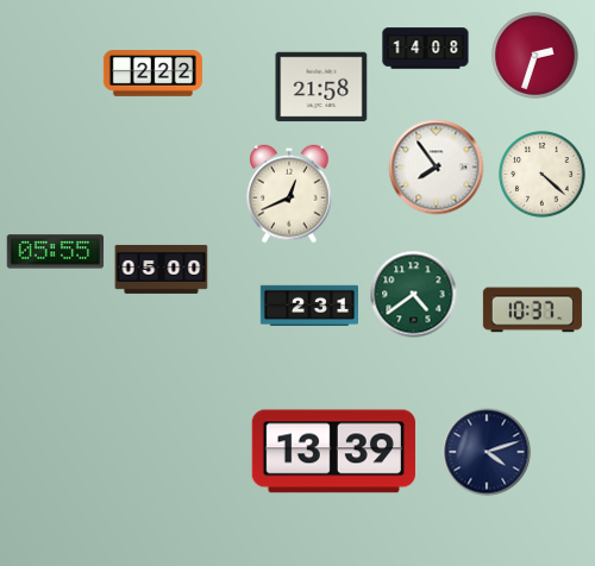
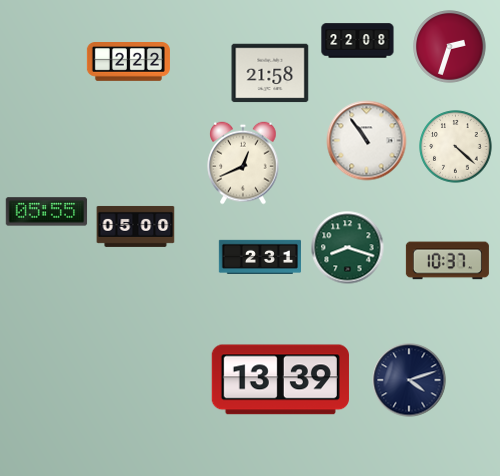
clock at (426, 49): 14:08 -> 22:08
clock at (437, 168): 7:54 -> 10:54
clock at (414, 295): 4:39 -> 8:18
